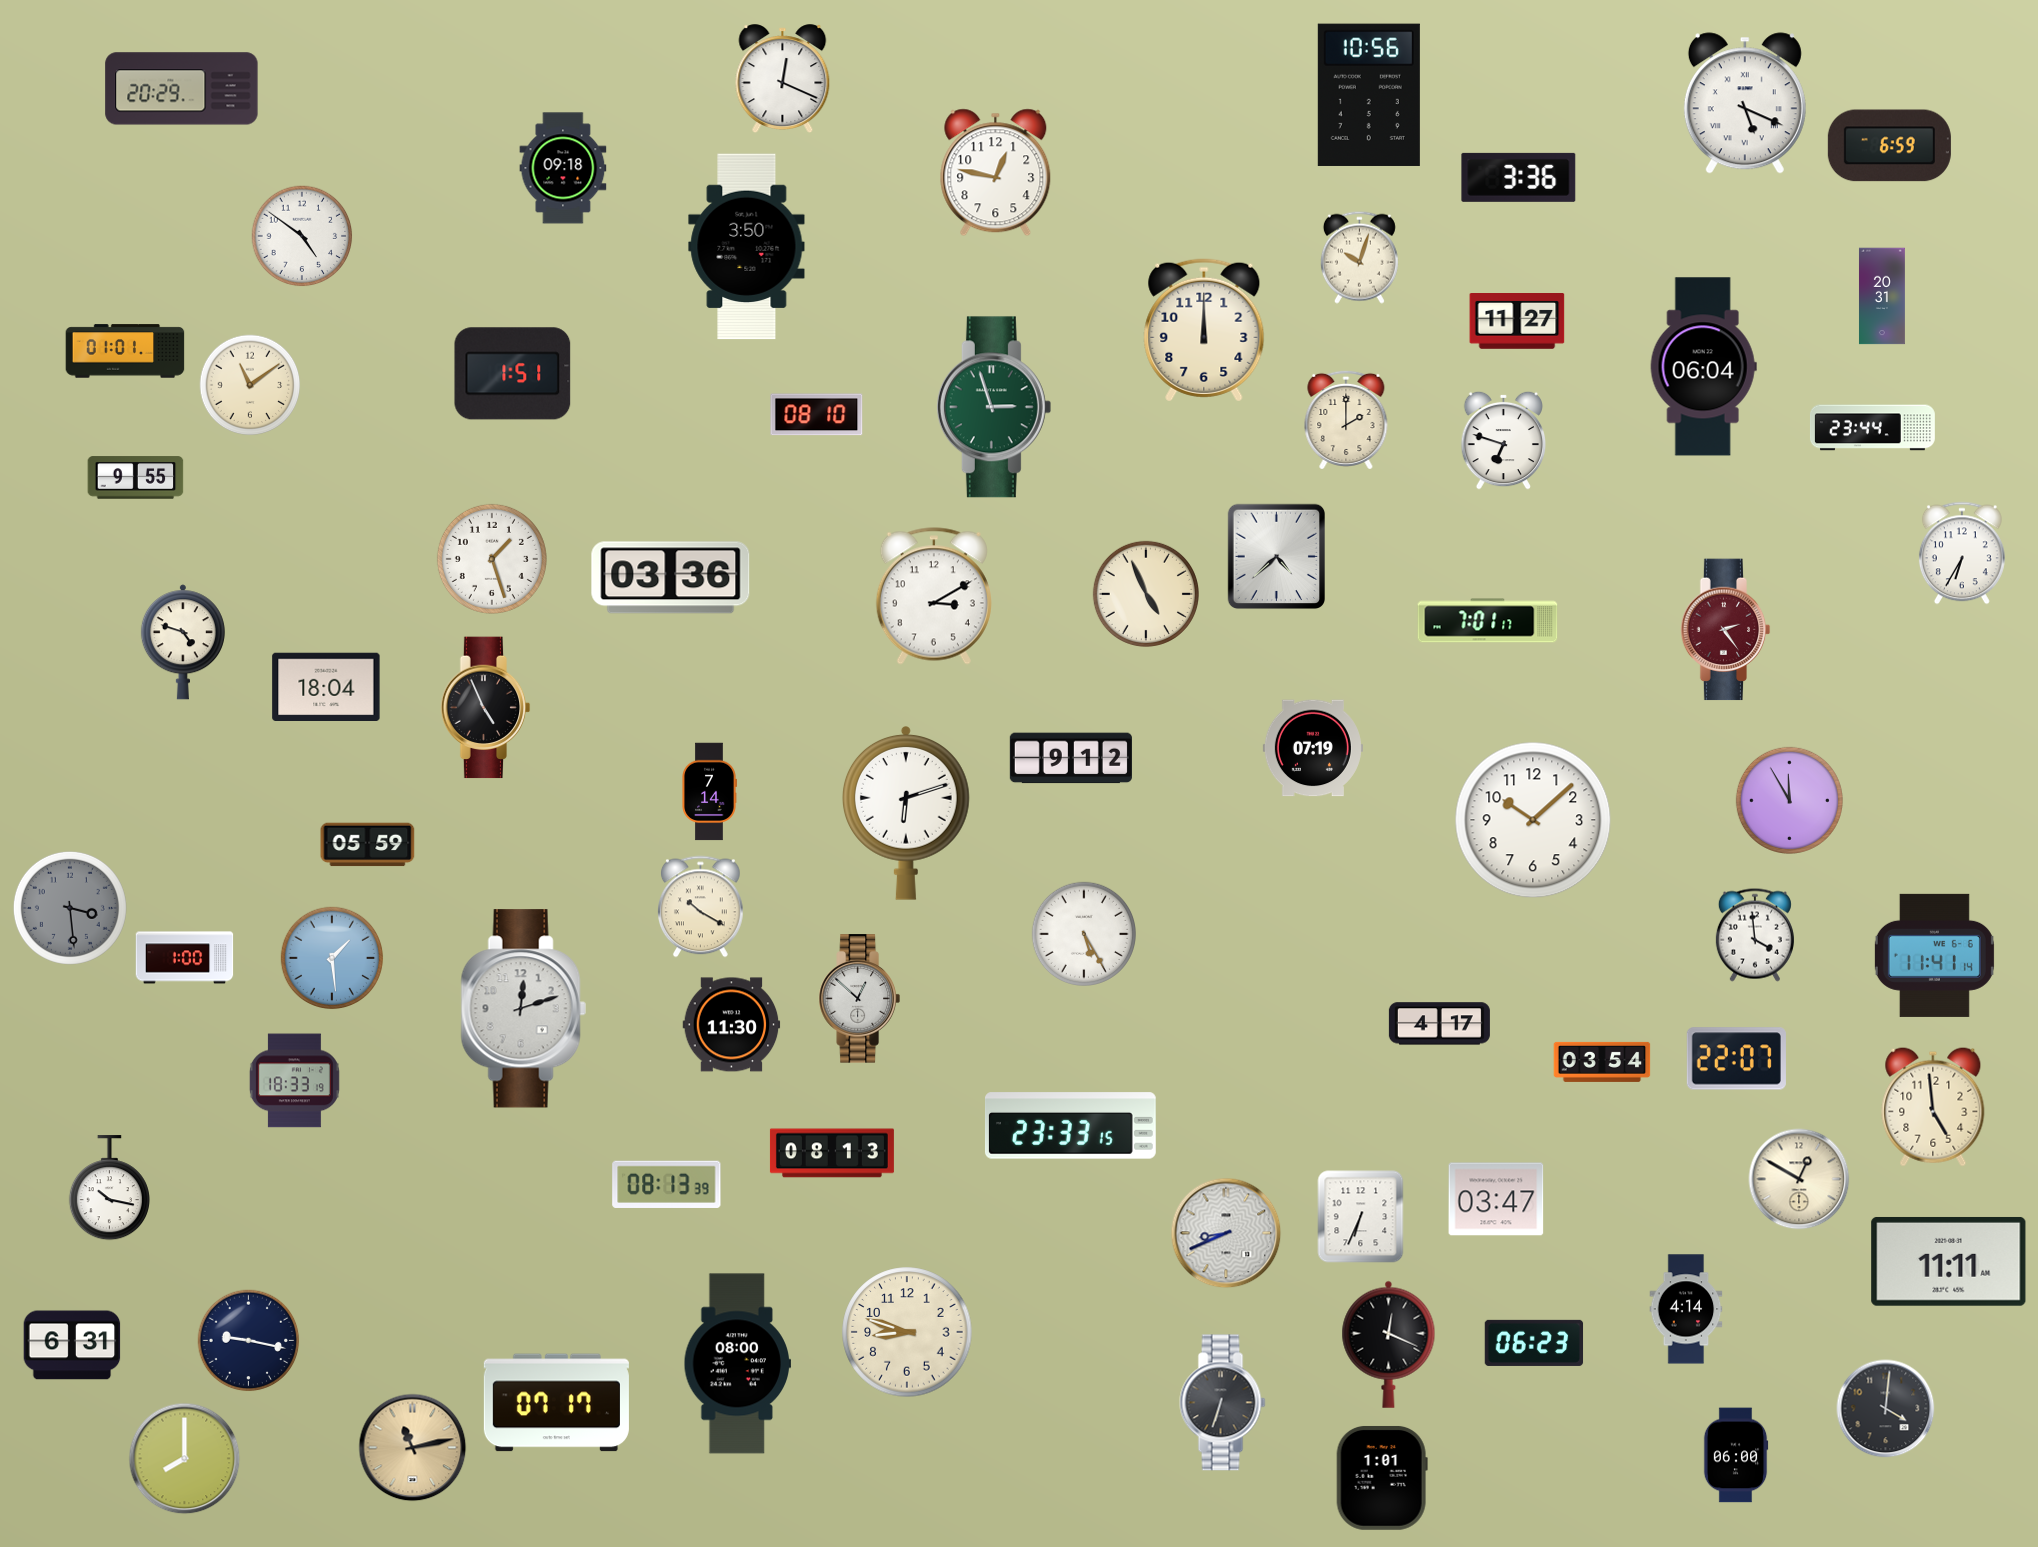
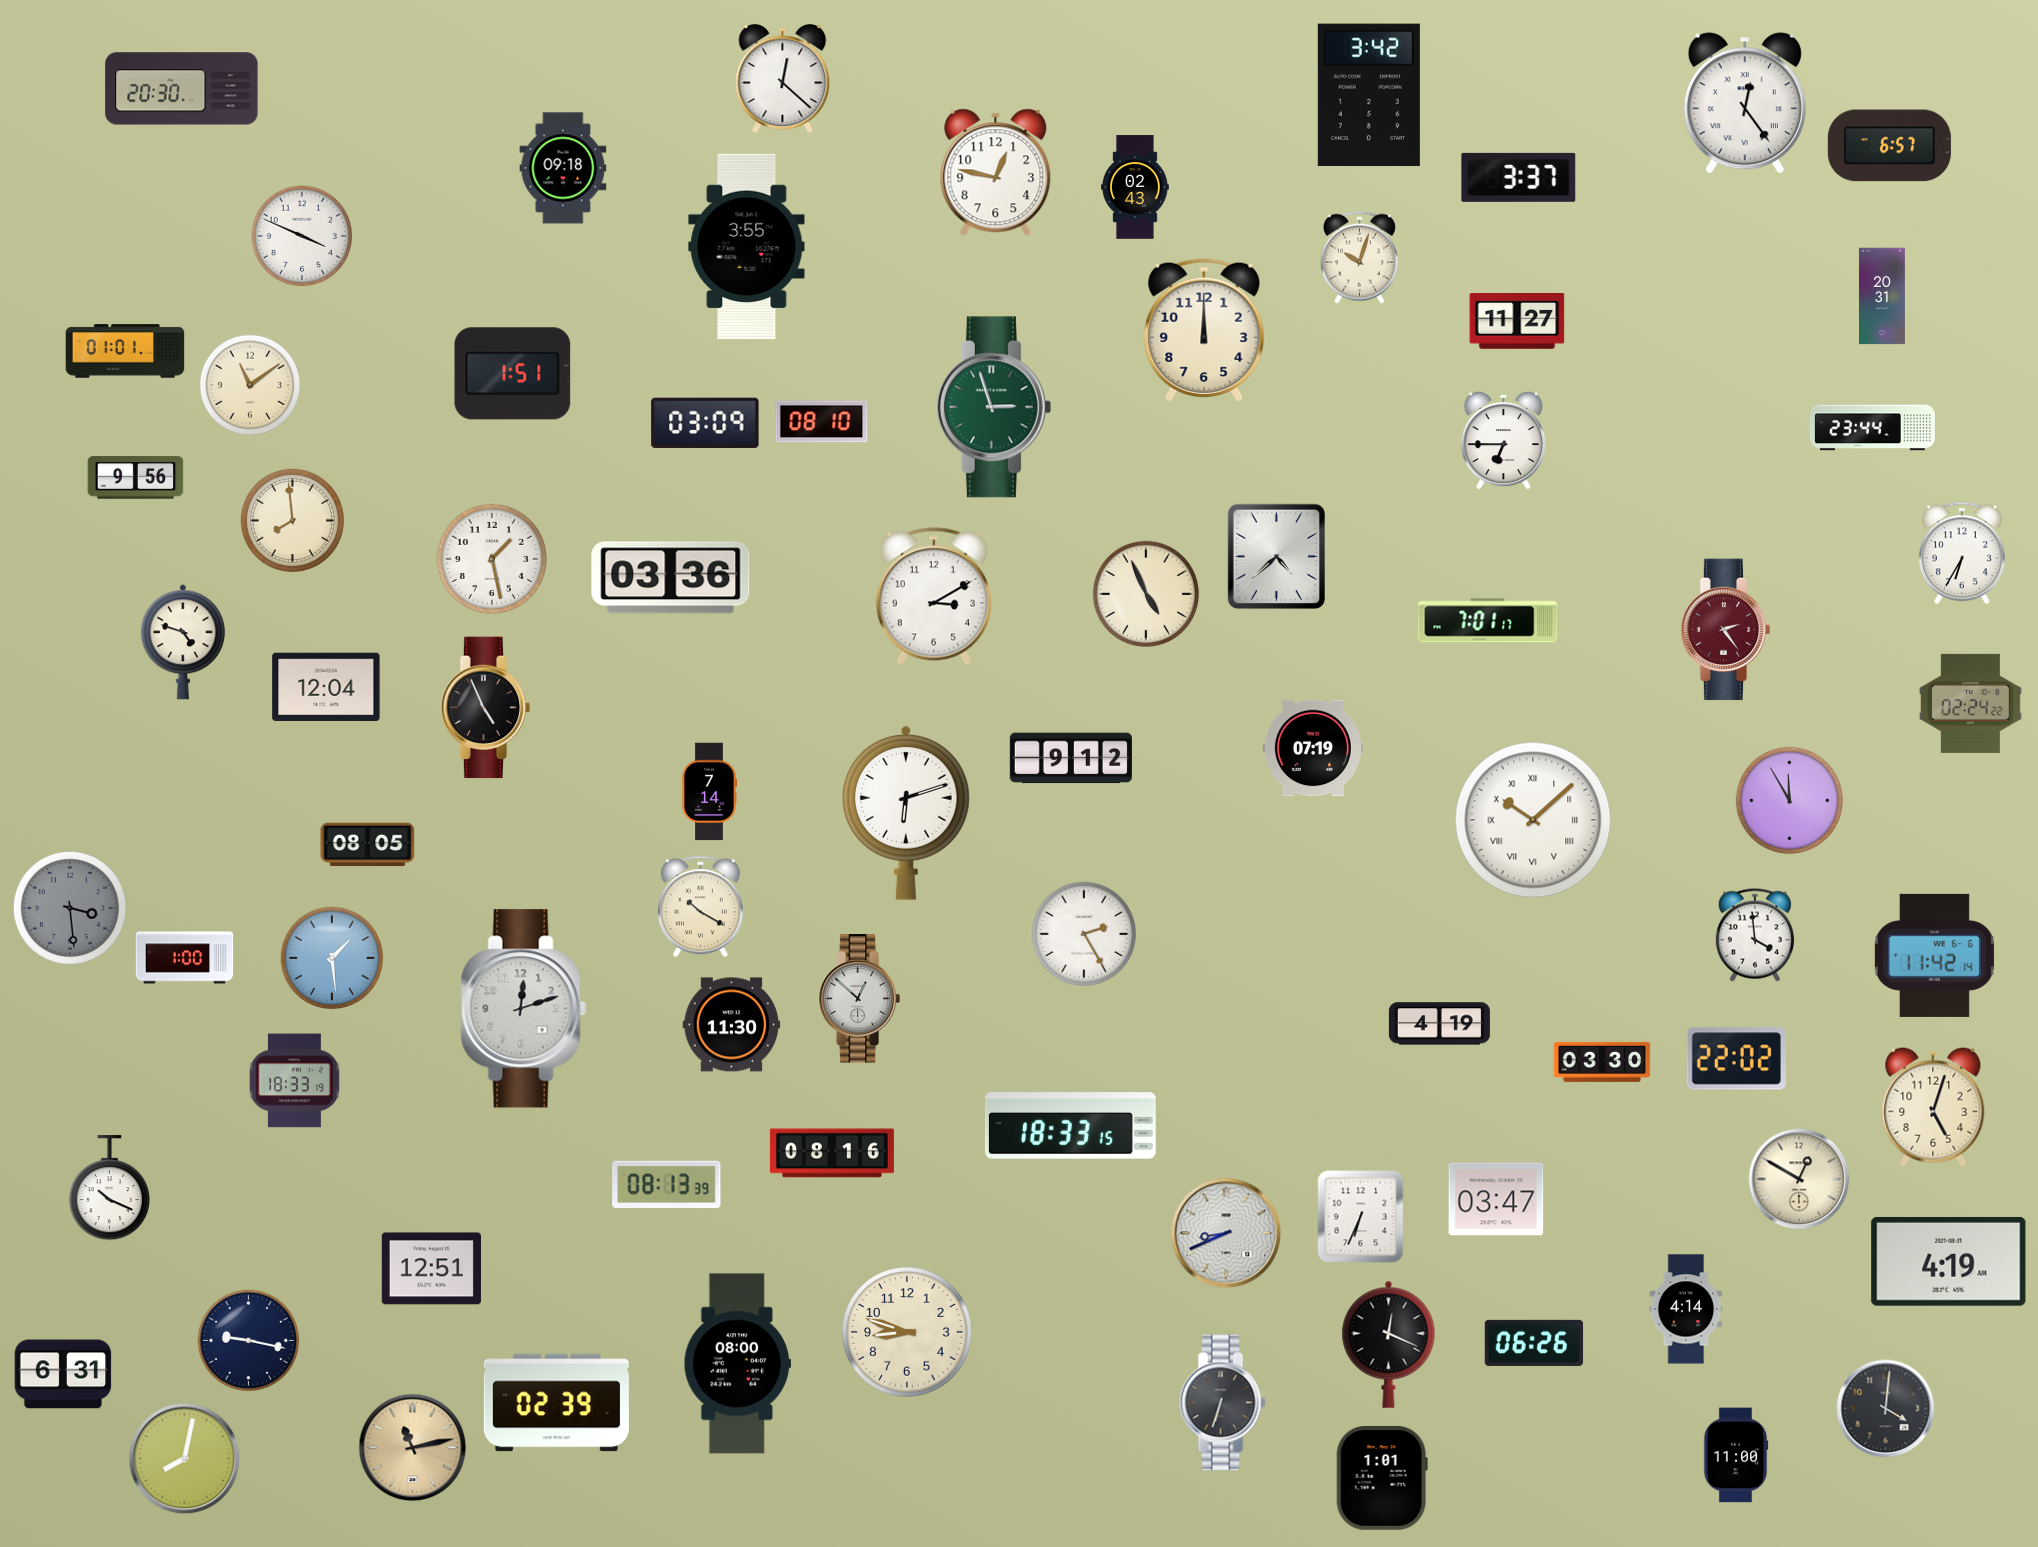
clock at (783, 79): 12:19 -> 12:22
clock at (182, 89): 20:29 -> 20:30
clock at (1369, 95): 10:56 -> 3:42
clock at (1745, 103): 5:19 -> 12:24
clock at (1889, 146): 6:59 -> 6:57
clock at (1519, 177): 3:36 -> 3:37
clock at (1136, 187): none -> 02:43
clock at (302, 236): 4:51 -> 3:49
clock at (747, 247): 3:50 -> 3:55
clock at (1703, 367): 06:04 -> none
clock at (817, 415) position: (817, 415) -> (822, 422)
clock at (1346, 419): 2:00 -> none
clock at (705, 422): none -> 03:09
clock at (1504, 440): 6:48 -> 6:45
clock at (136, 478): 9:55 -> 9:56
clock at (292, 520): none -> 7:59
clock at (492, 559): 1:27 -> 1:28
clock at (326, 687): 18:04 -> 12:04
clock at (1970, 703): none -> 02:24
clock at (1533, 820) numerals: Arabic -> Roman
clock at (368, 845): 05:59 -> 08:05
clock at (1083, 933): 5:25 -> 2:25
clock at (1934, 955): 11:41 -> 11:42
clock at (1439, 1024): 4:17 -> 4:19
clock at (1736, 1059): 22:07 -> 22:02
clock at (1602, 1062): 03:54 -> 03:30
clock at (1933, 1107): 4:59 -> 5:03
clock at (1070, 1126): 23:33 -> 18:33
clock at (832, 1153): 08:13 -> 08:16
clock at (109, 1188): 10:17 -> 10:19
clock at (1949, 1261): 11:11 -> 4:19
clock at (431, 1269): none -> 12:51
clock at (1534, 1343): 06:23 -> 06:26
clock at (72, 1345) position: (72, 1345) -> (63, 1374)
clock at (556, 1403): 07:17 -> 02:39
clock at (1736, 1455): 06:00 -> 11:00
clock at (185, 1459): 8:00 -> 8:02
